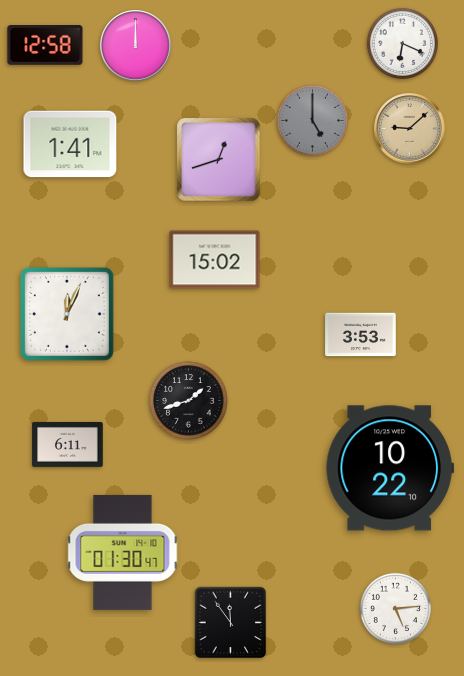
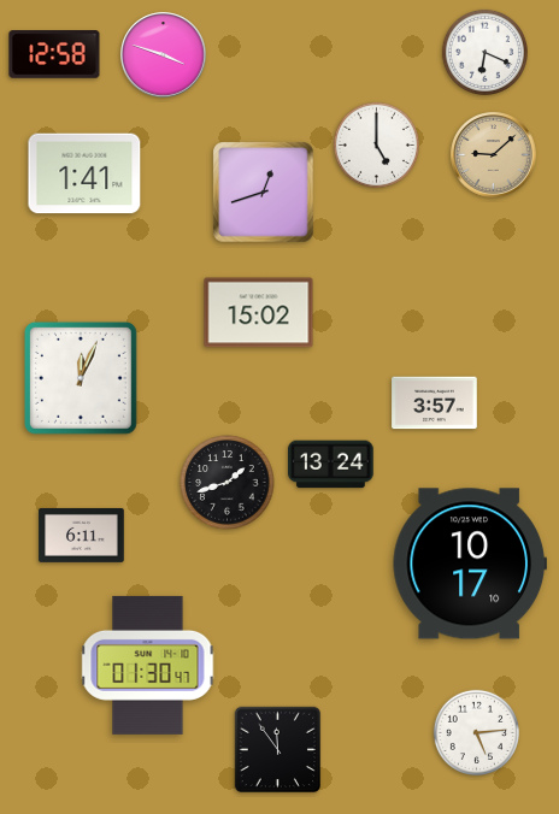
clock at (136, 46): 12:00 -> 3:48
clock at (312, 120) dial: grey -> white
clock at (361, 335): 3:53 -> 3:57
clock at (331, 465): none -> 13:24
clock at (390, 468): 10:22 -> 10:17
